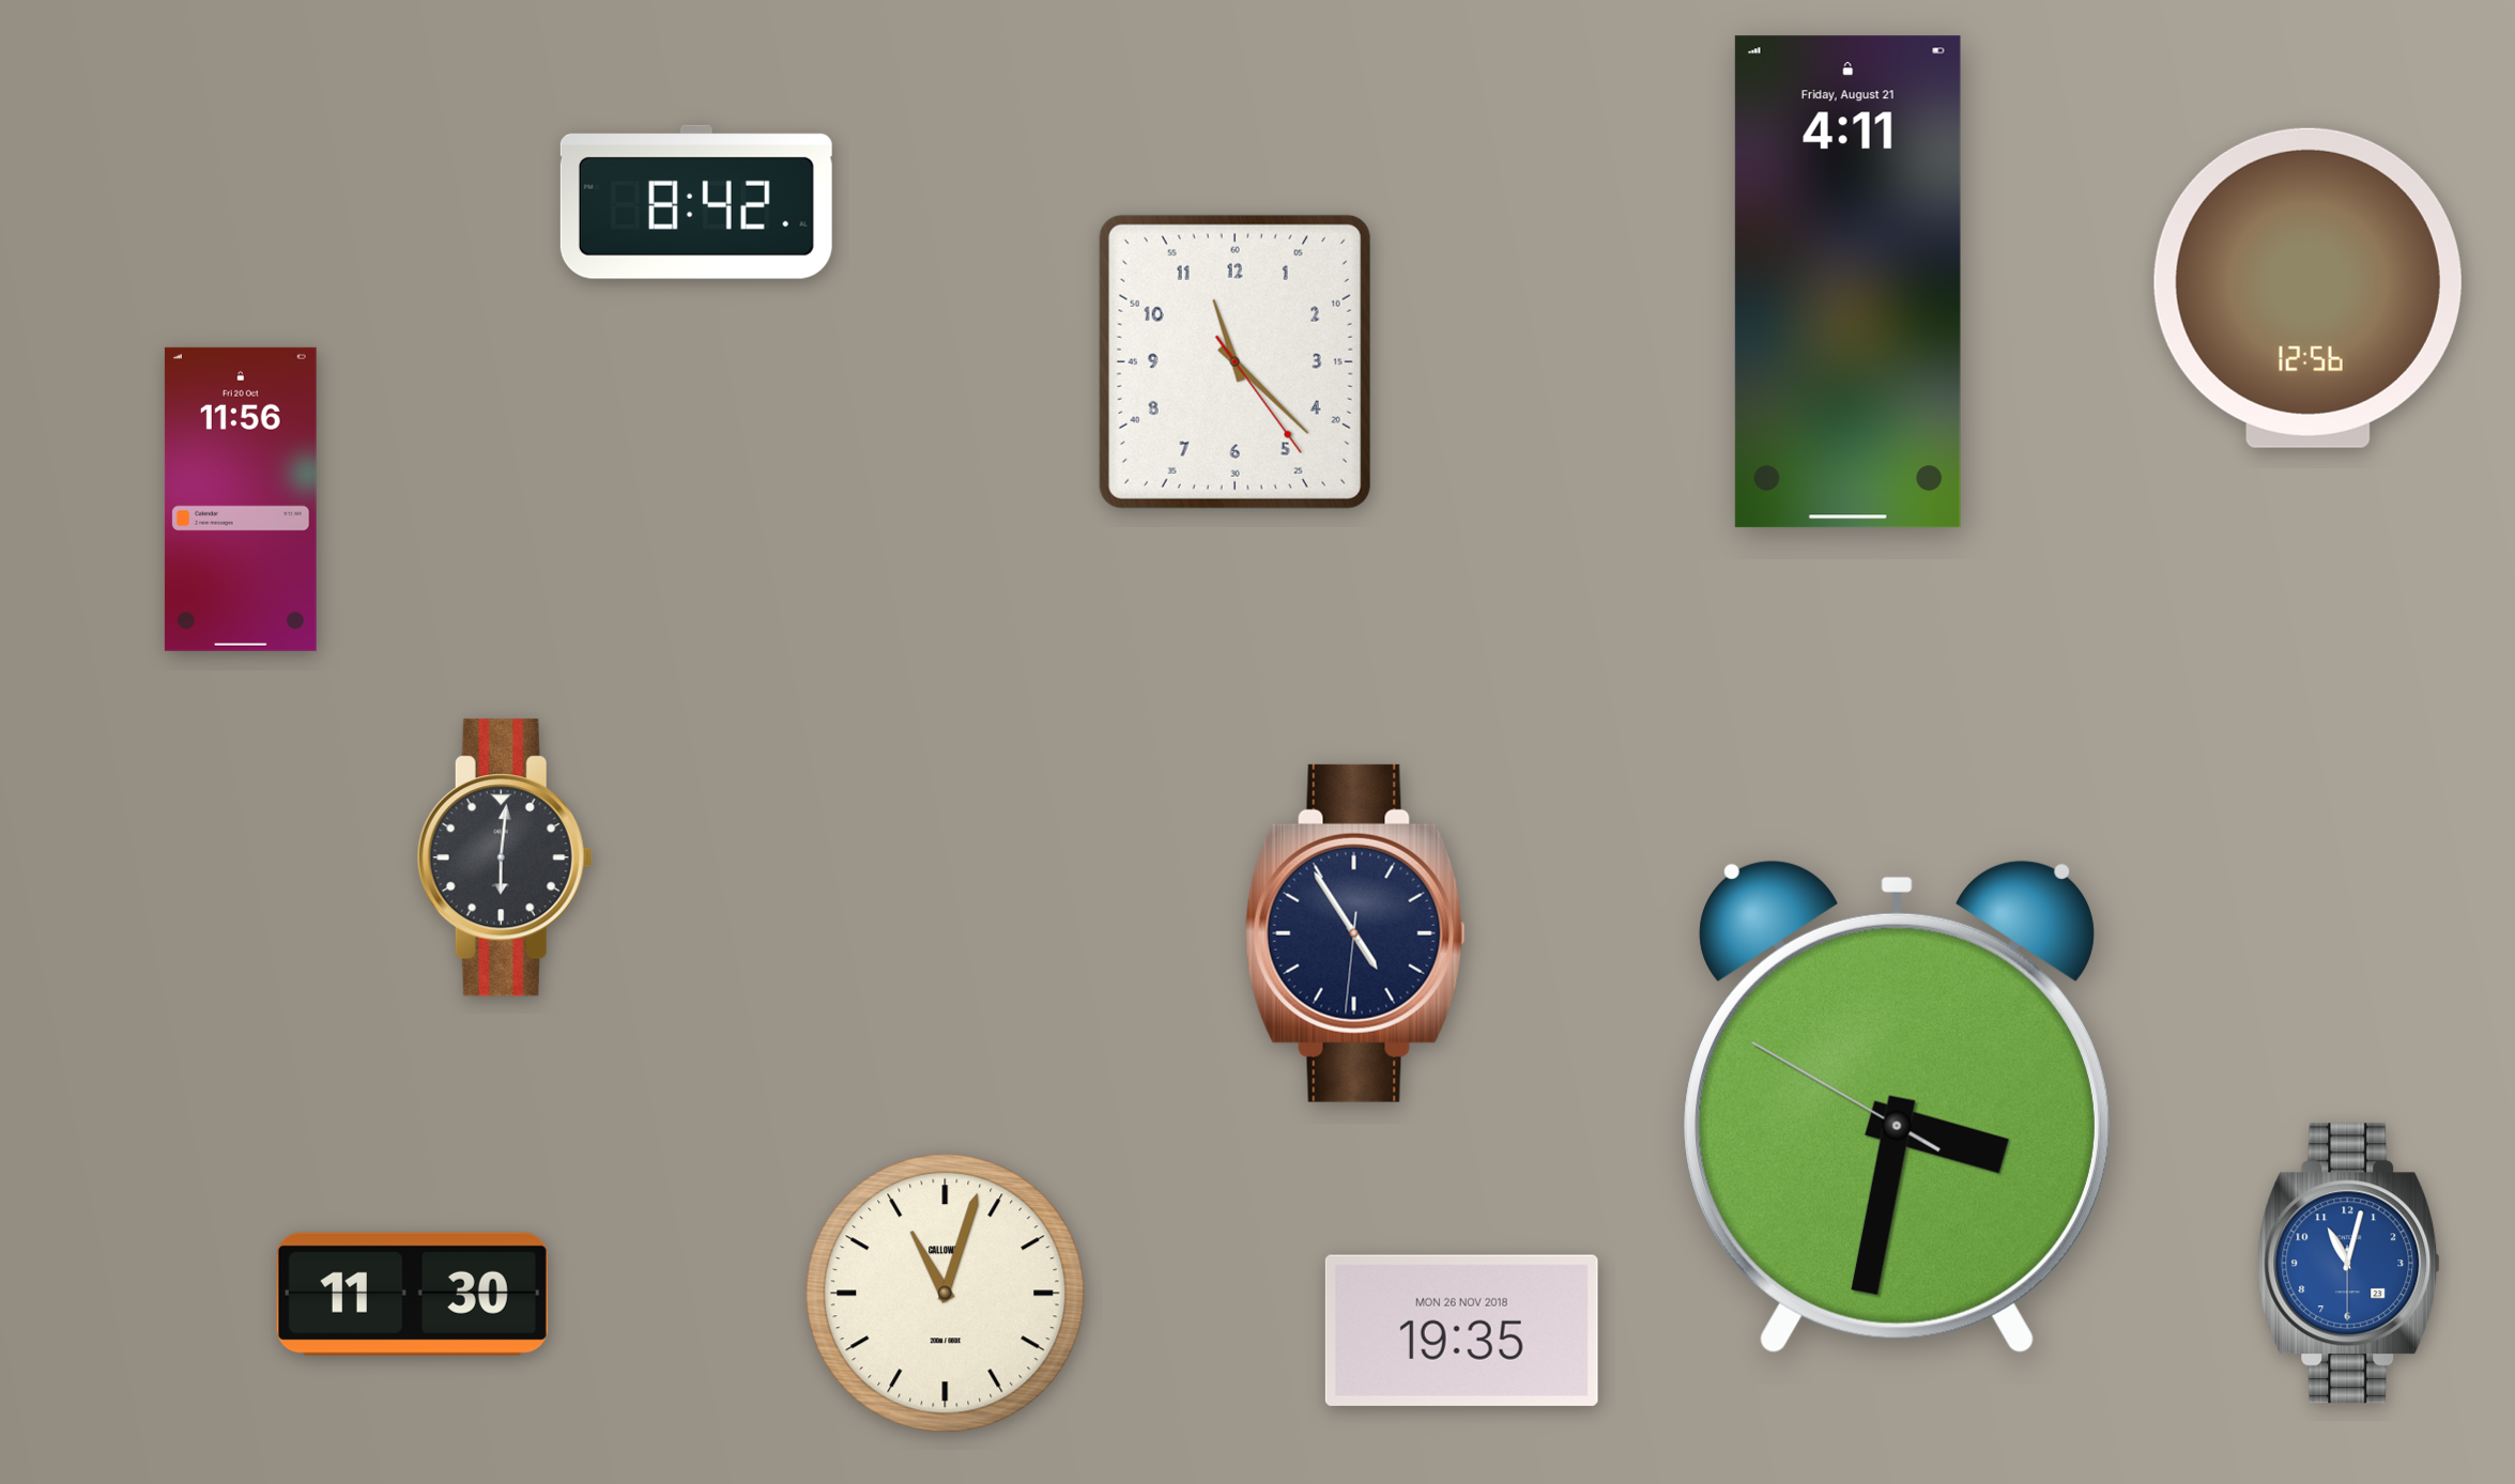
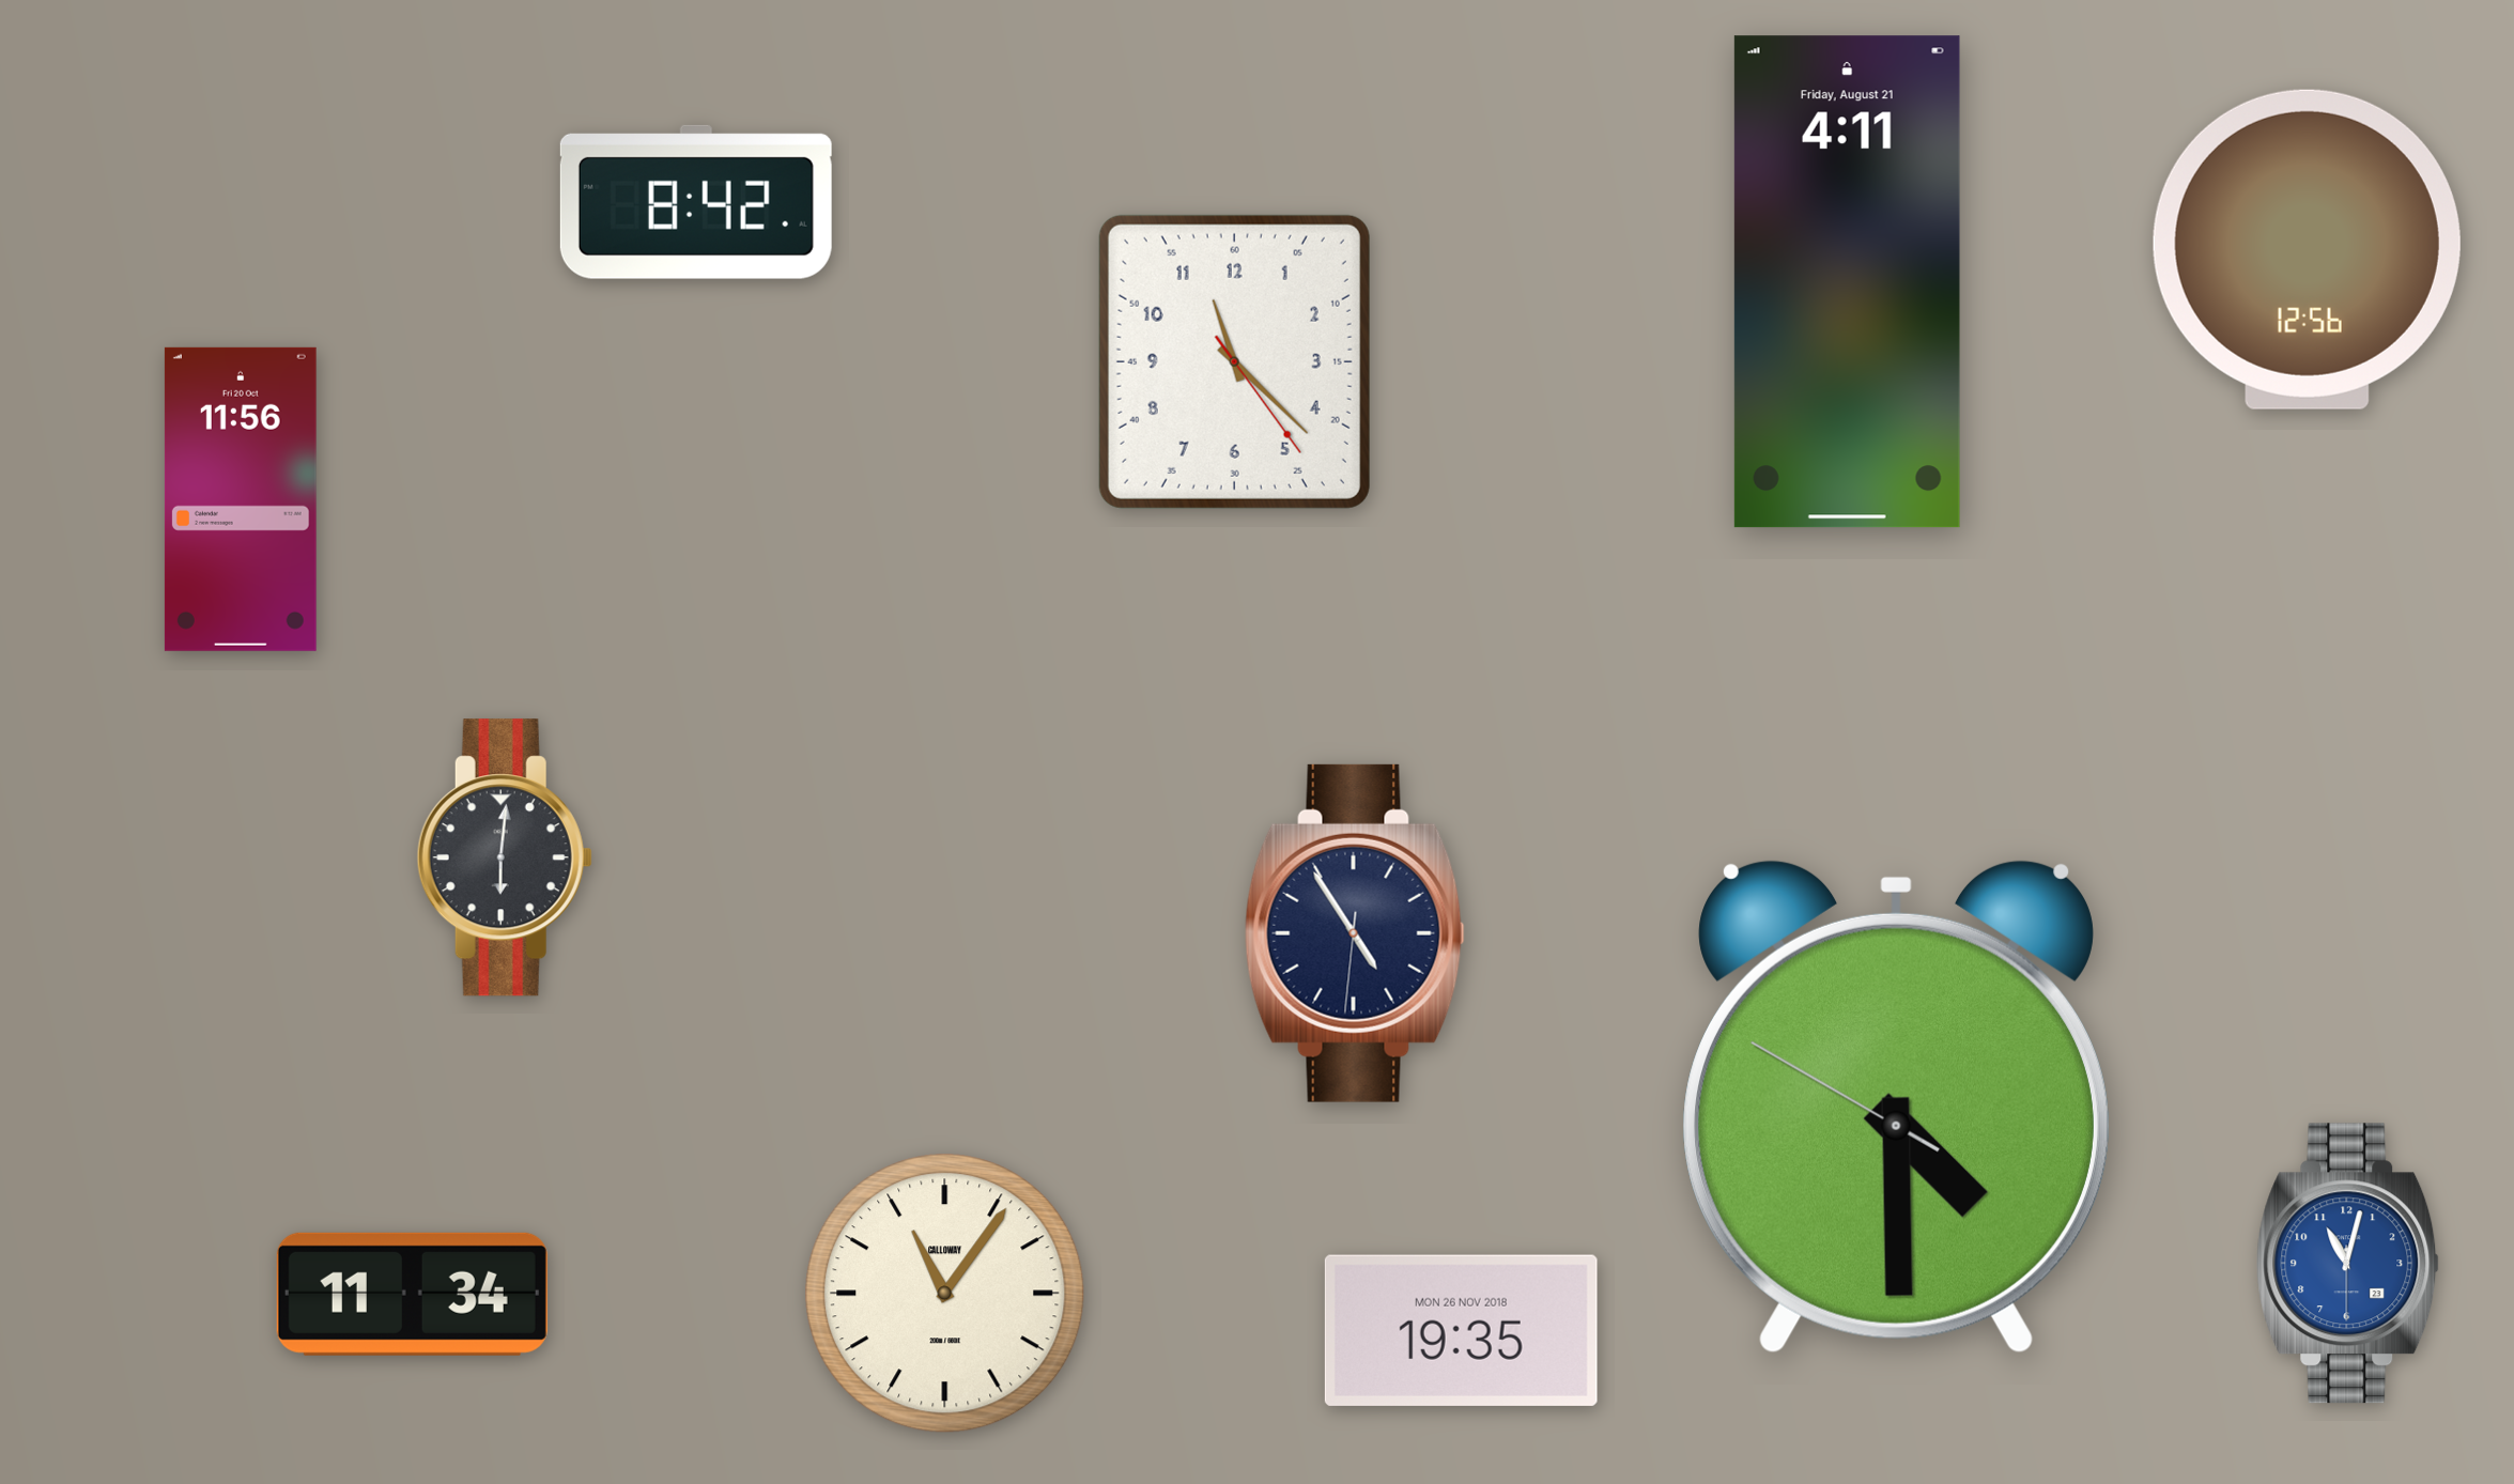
clock at (2307, 288) position: (2307, 288) -> (2307, 249)
clock at (1897, 1107): 3:31 -> 4:29
clock at (412, 1294): 11:30 -> 11:34
clock at (946, 1294): 11:03 -> 11:06
